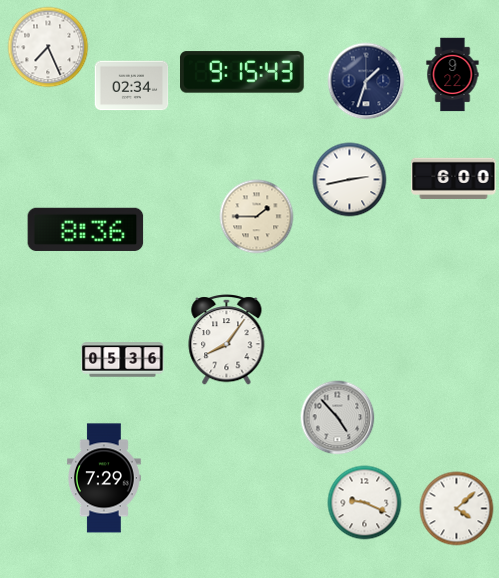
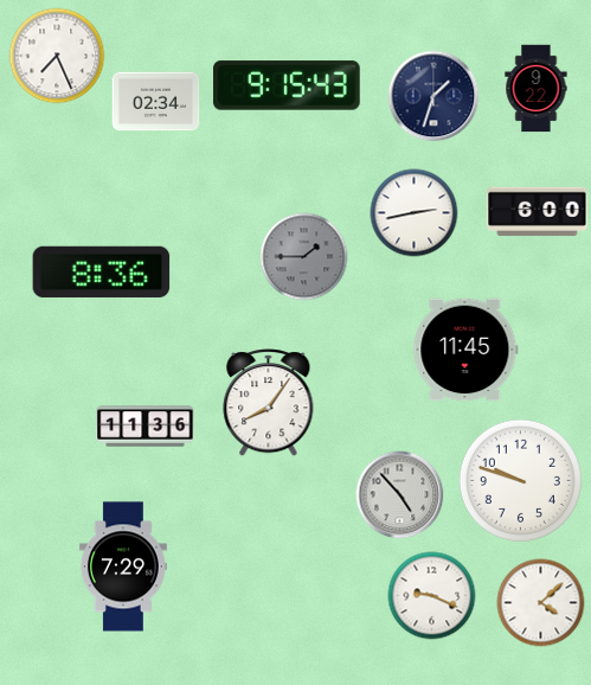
clock at (257, 217) dial: cream -> grey
clock at (465, 350): none -> 11:45
clock at (123, 360): 05:36 -> 11:36
clock at (520, 480): none -> 9:48
